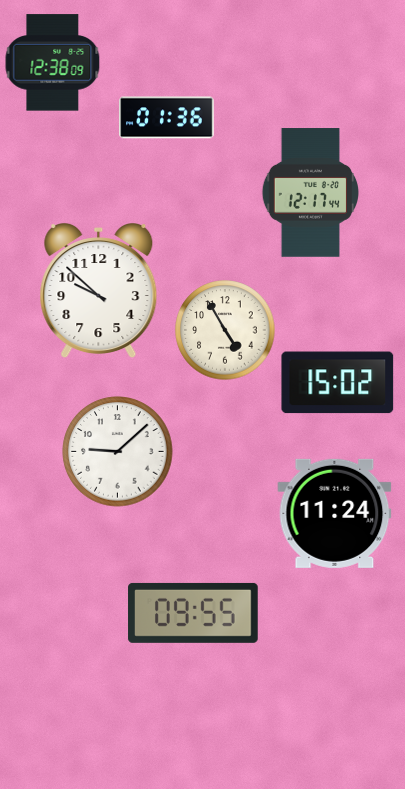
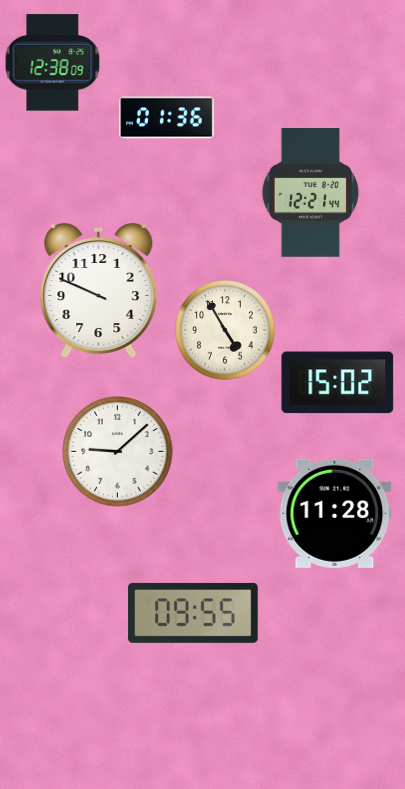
clock at (310, 193): 12:17 -> 12:21
clock at (99, 291): 9:52 -> 9:49
clock at (335, 513): 11:24 -> 11:28
